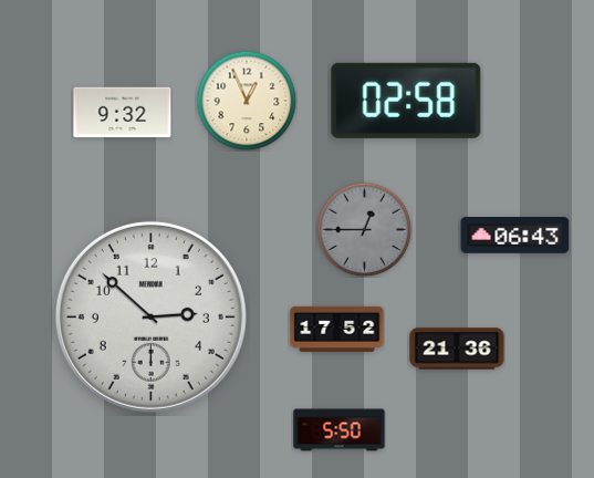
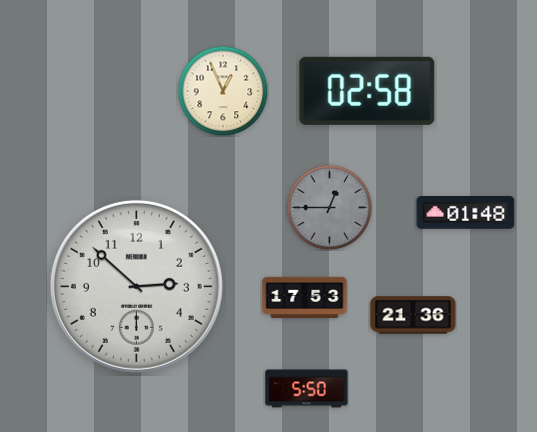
clock at (123, 113): 9:32 -> none
clock at (515, 236): 06:43 -> 01:48
clock at (337, 329): 17:52 -> 17:53
